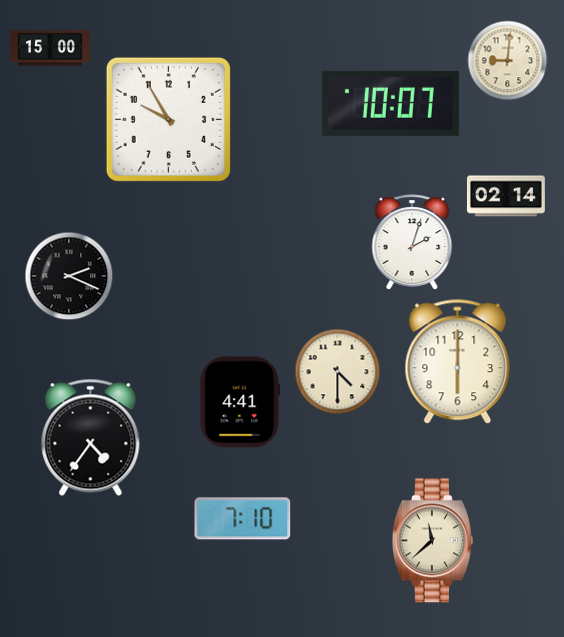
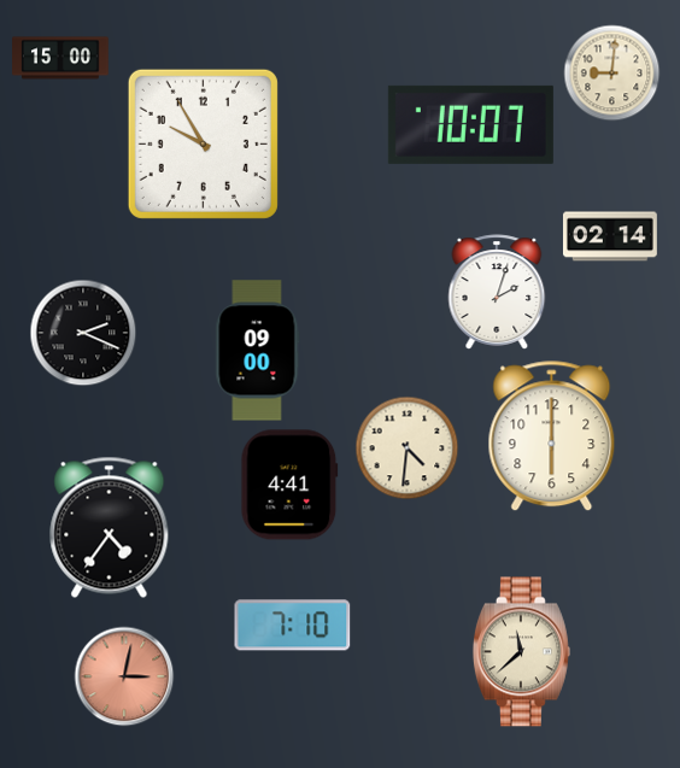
clock at (258, 351): none -> 09:00
clock at (338, 372): 4:30 -> 4:31
clock at (124, 676): none -> 3:02
